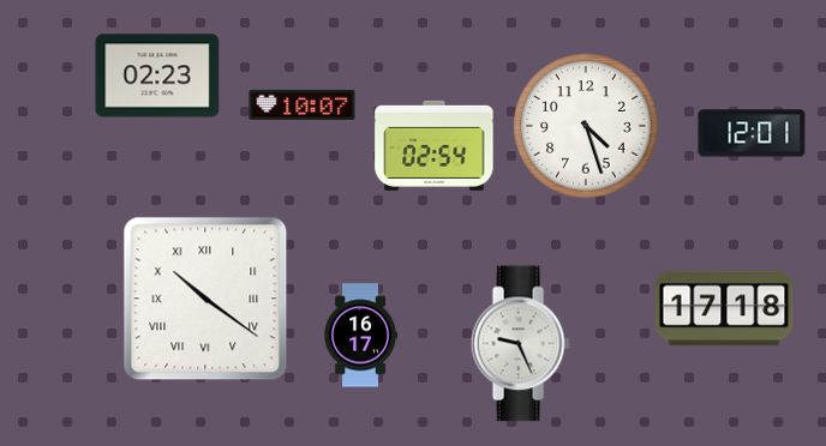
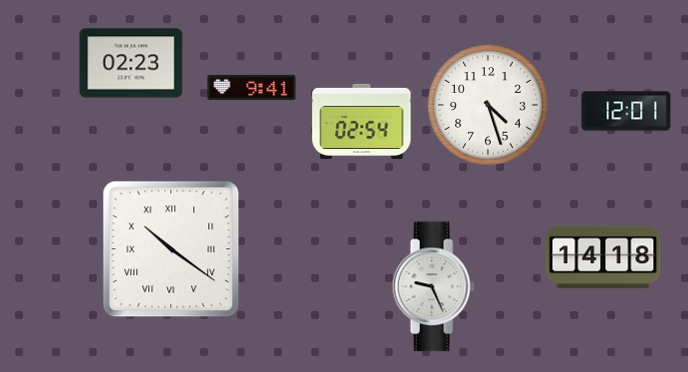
clock at (303, 104): 10:07 -> 9:41
clock at (724, 308): 17:18 -> 14:18
clock at (360, 336): 16:17 -> none
